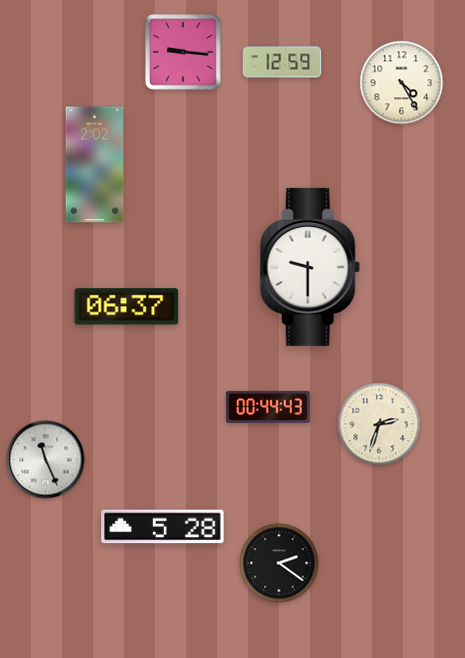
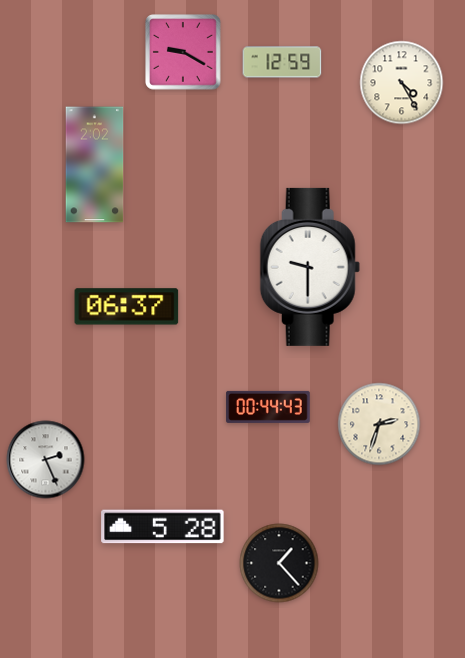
clock at (184, 53): 9:16 -> 9:20
clock at (46, 460): 11:26 -> 2:26
clock at (279, 563): 2:21 -> 1:23
